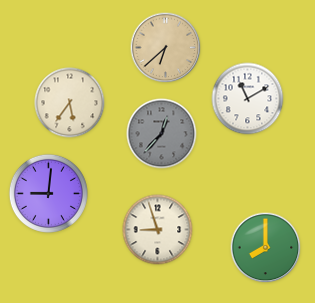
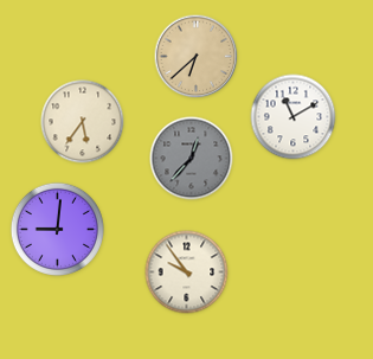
clock at (158, 230): 8:57 -> 9:54
clock at (266, 248): 8:00 -> none
